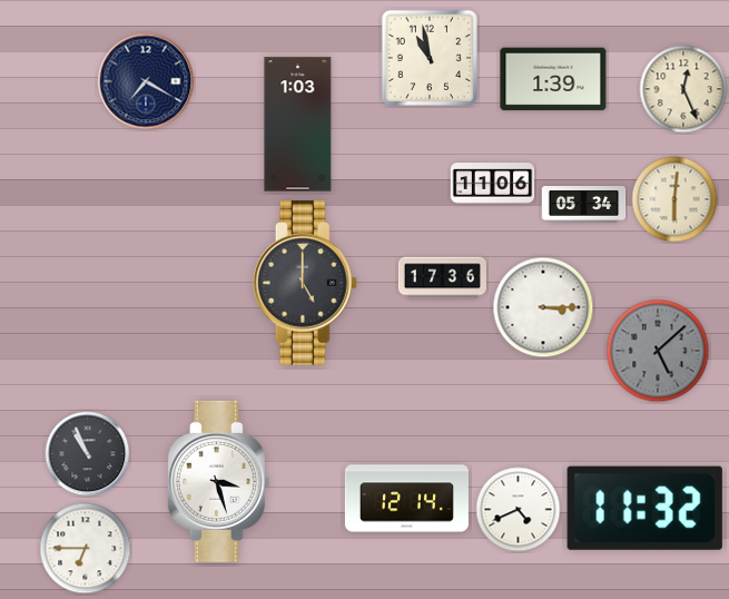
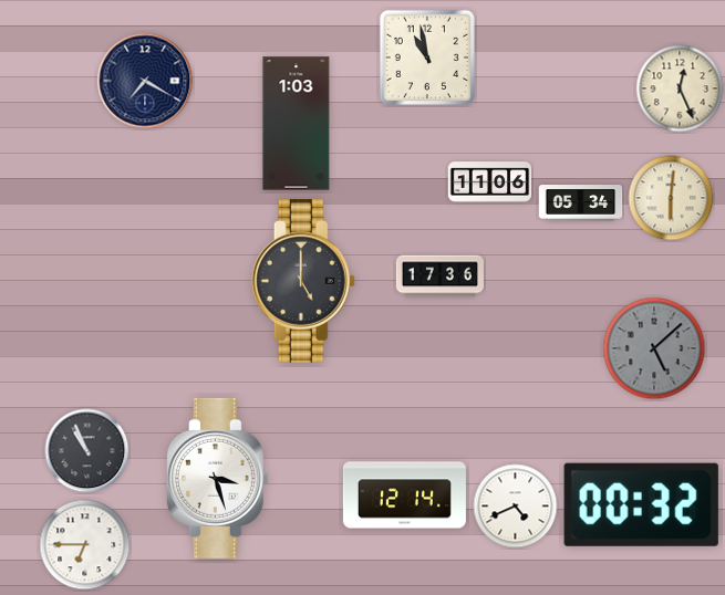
clock at (553, 79): 1:39 -> none
clock at (543, 307): 3:15 -> none
clock at (644, 508): 11:32 -> 00:32
